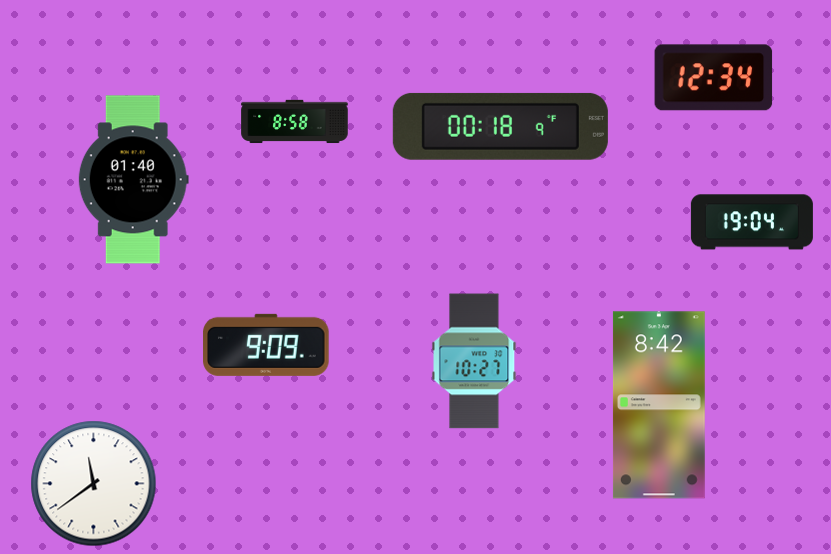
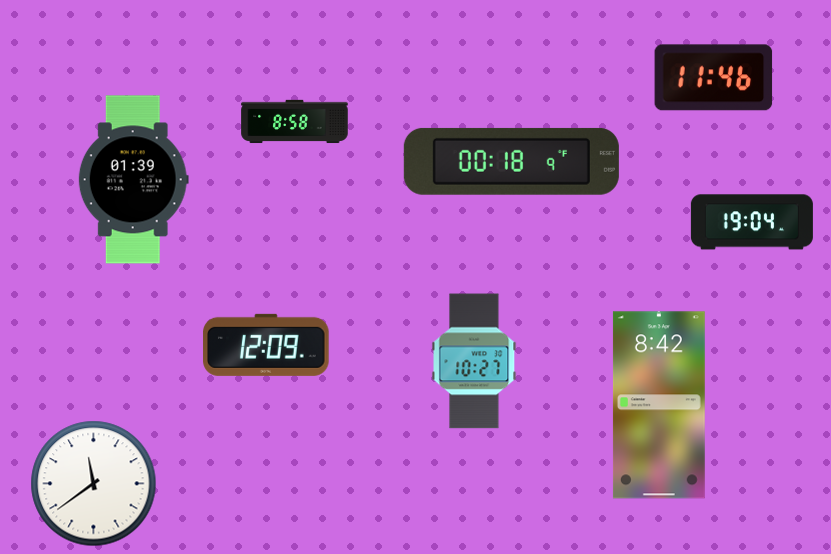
clock at (714, 78): 12:34 -> 11:46
clock at (500, 126) position: (500, 126) -> (511, 161)
clock at (133, 180): 01:40 -> 01:39
clock at (266, 345): 9:09 -> 12:09
